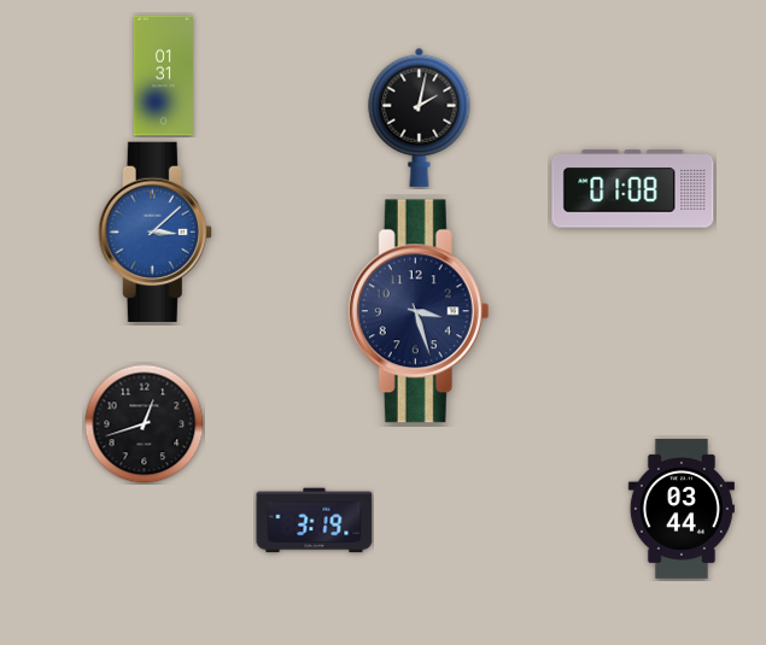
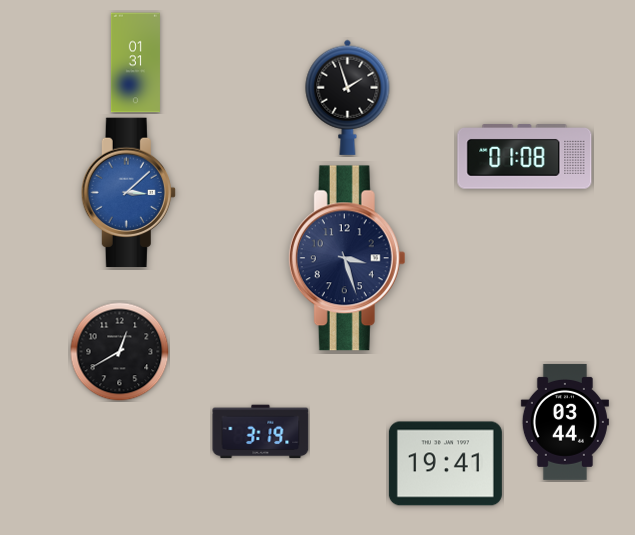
clock at (420, 117): 2:02 -> 1:57
clock at (145, 424): 12:42 -> 12:40
clock at (445, 464): none -> 19:41
